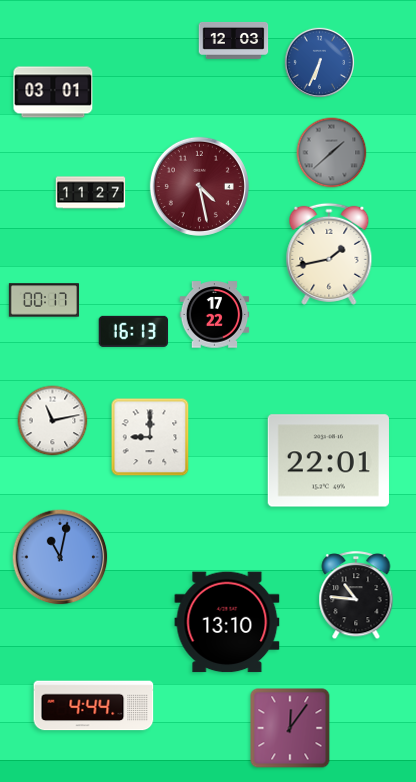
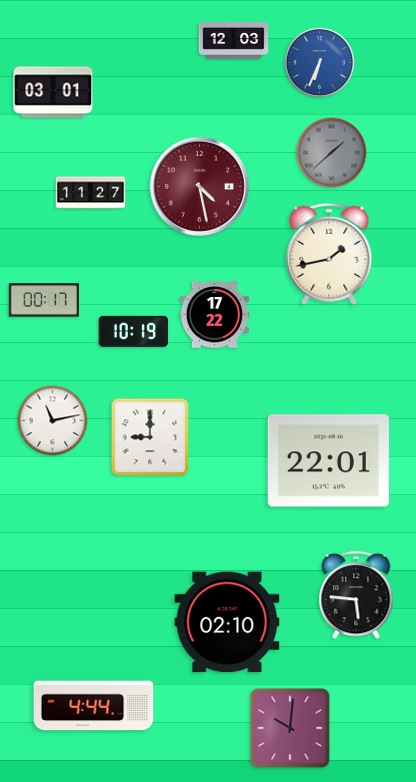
clock at (134, 331): 16:13 -> 10:19
clock at (60, 557): 11:02 -> none
clock at (356, 596): 10:46 -> 5:46
clock at (227, 622): 13:10 -> 02:10
clock at (290, 728): 12:06 -> 10:01
